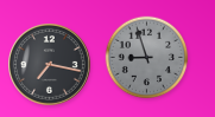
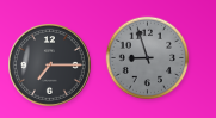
clock at (50, 65): 7:17 -> 7:15
